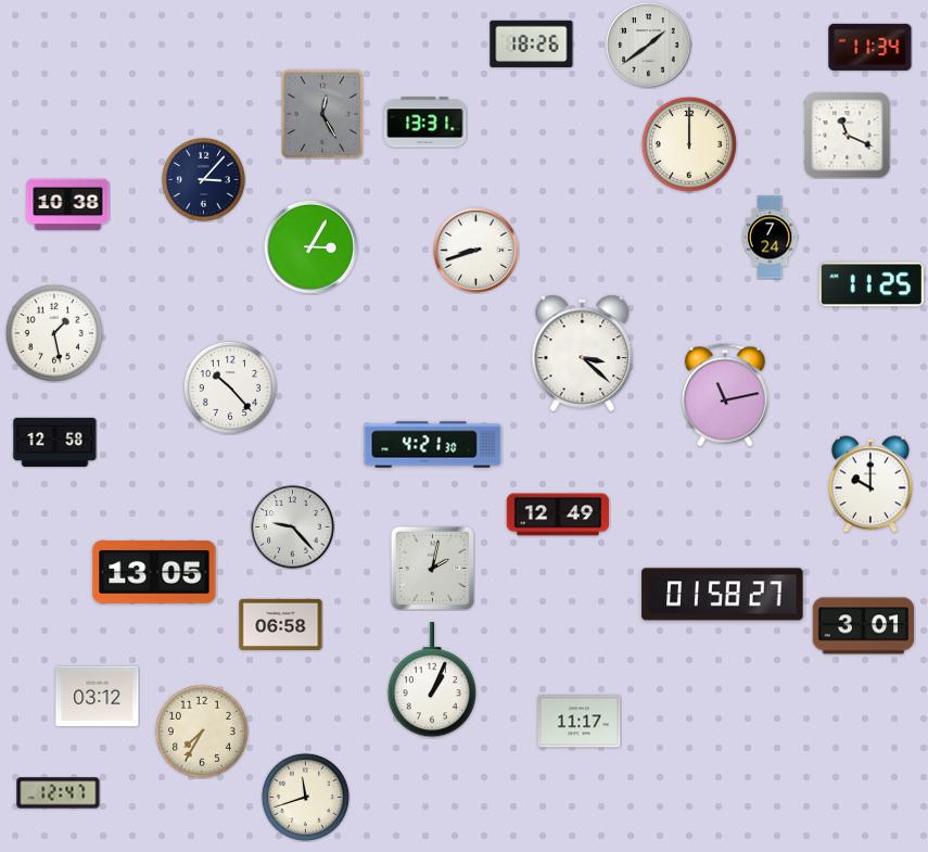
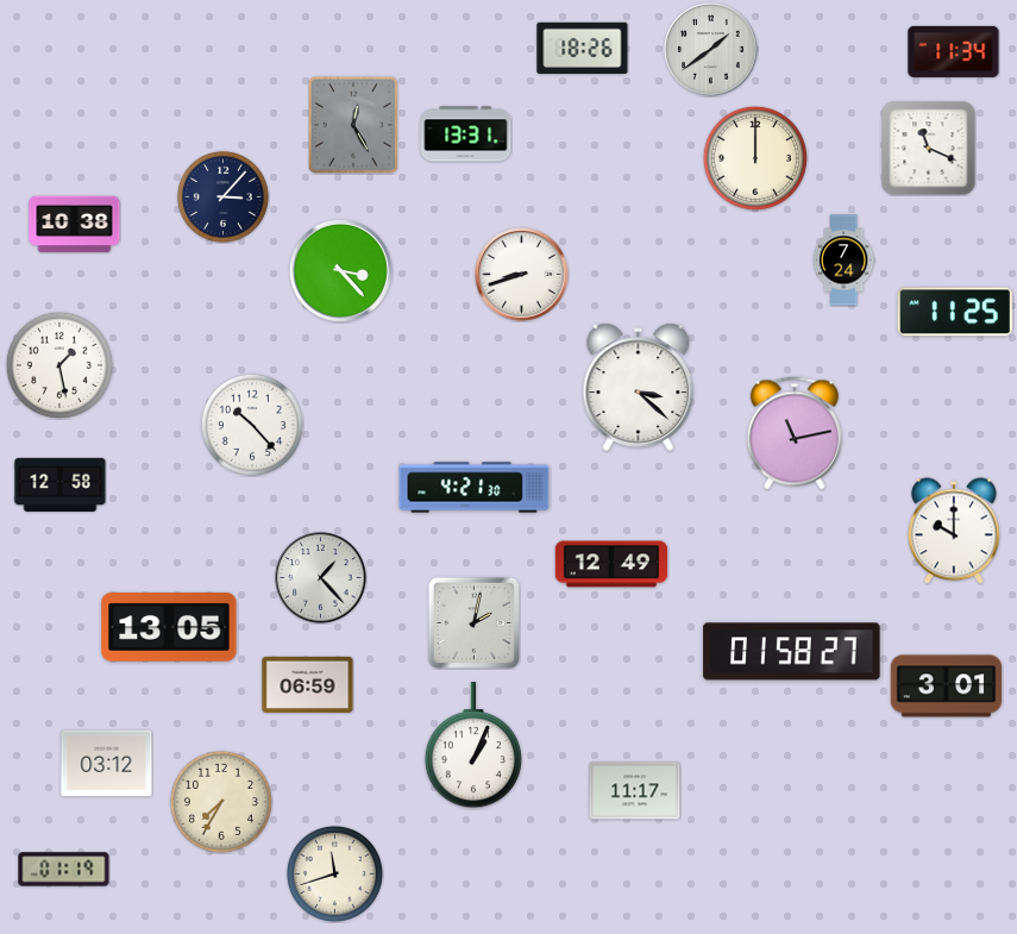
clock at (310, 246): 3:05 -> 3:23
clock at (293, 527): 9:23 -> 1:23
clock at (281, 624): 06:58 -> 06:59
clock at (59, 793): 12:47 -> 01:19
